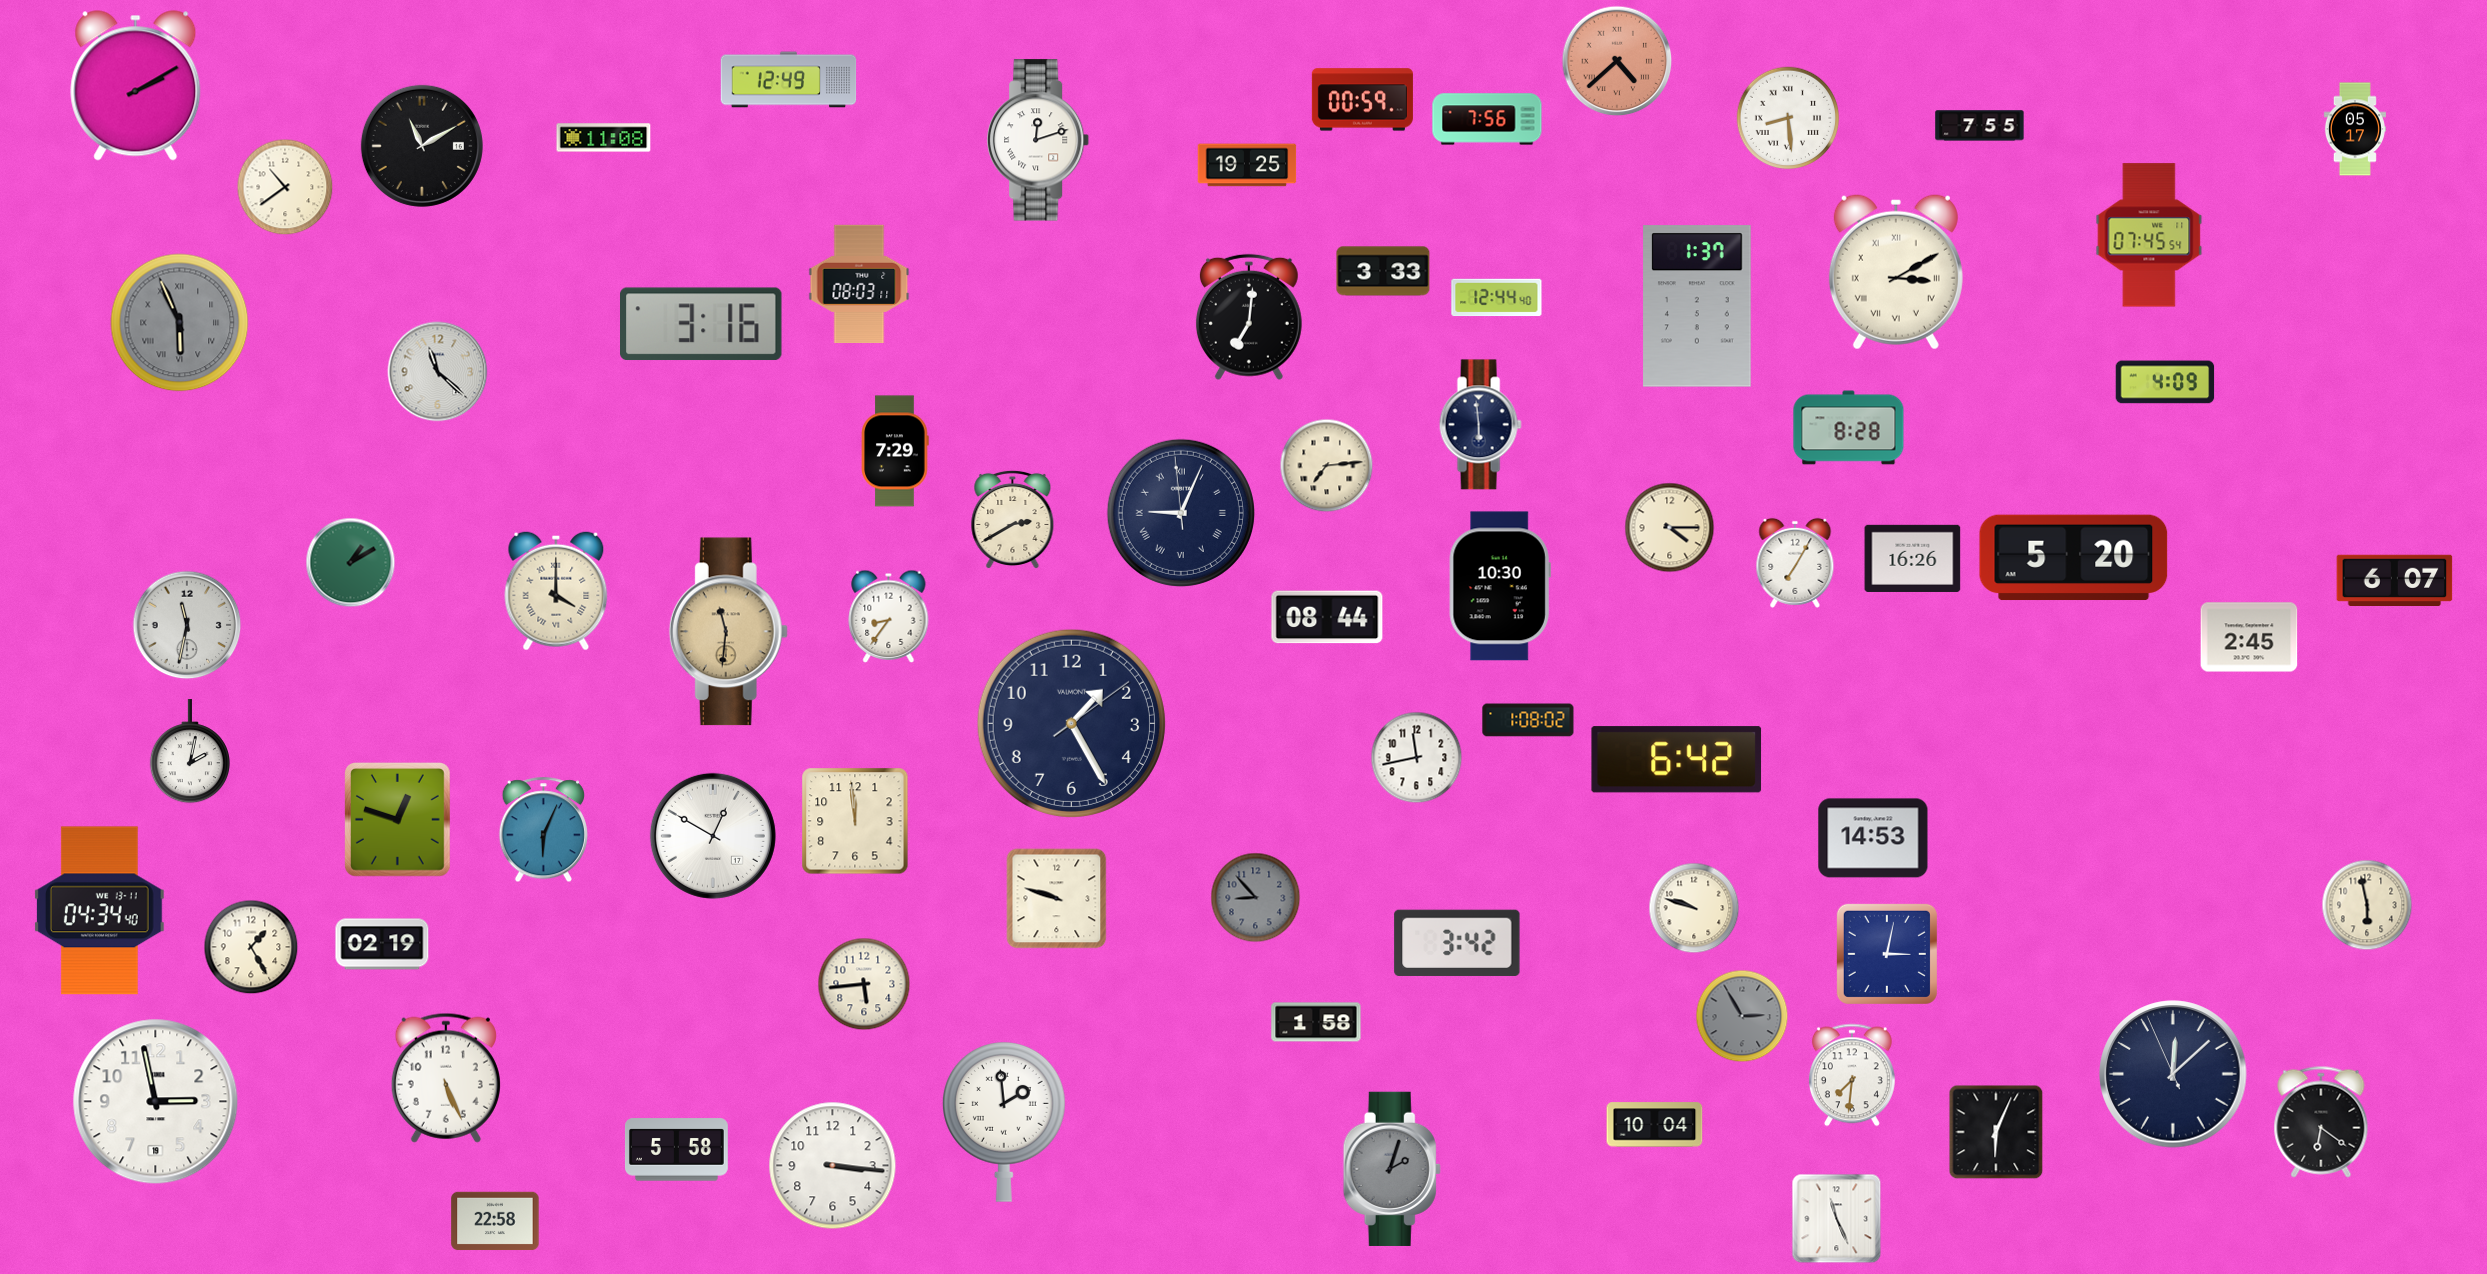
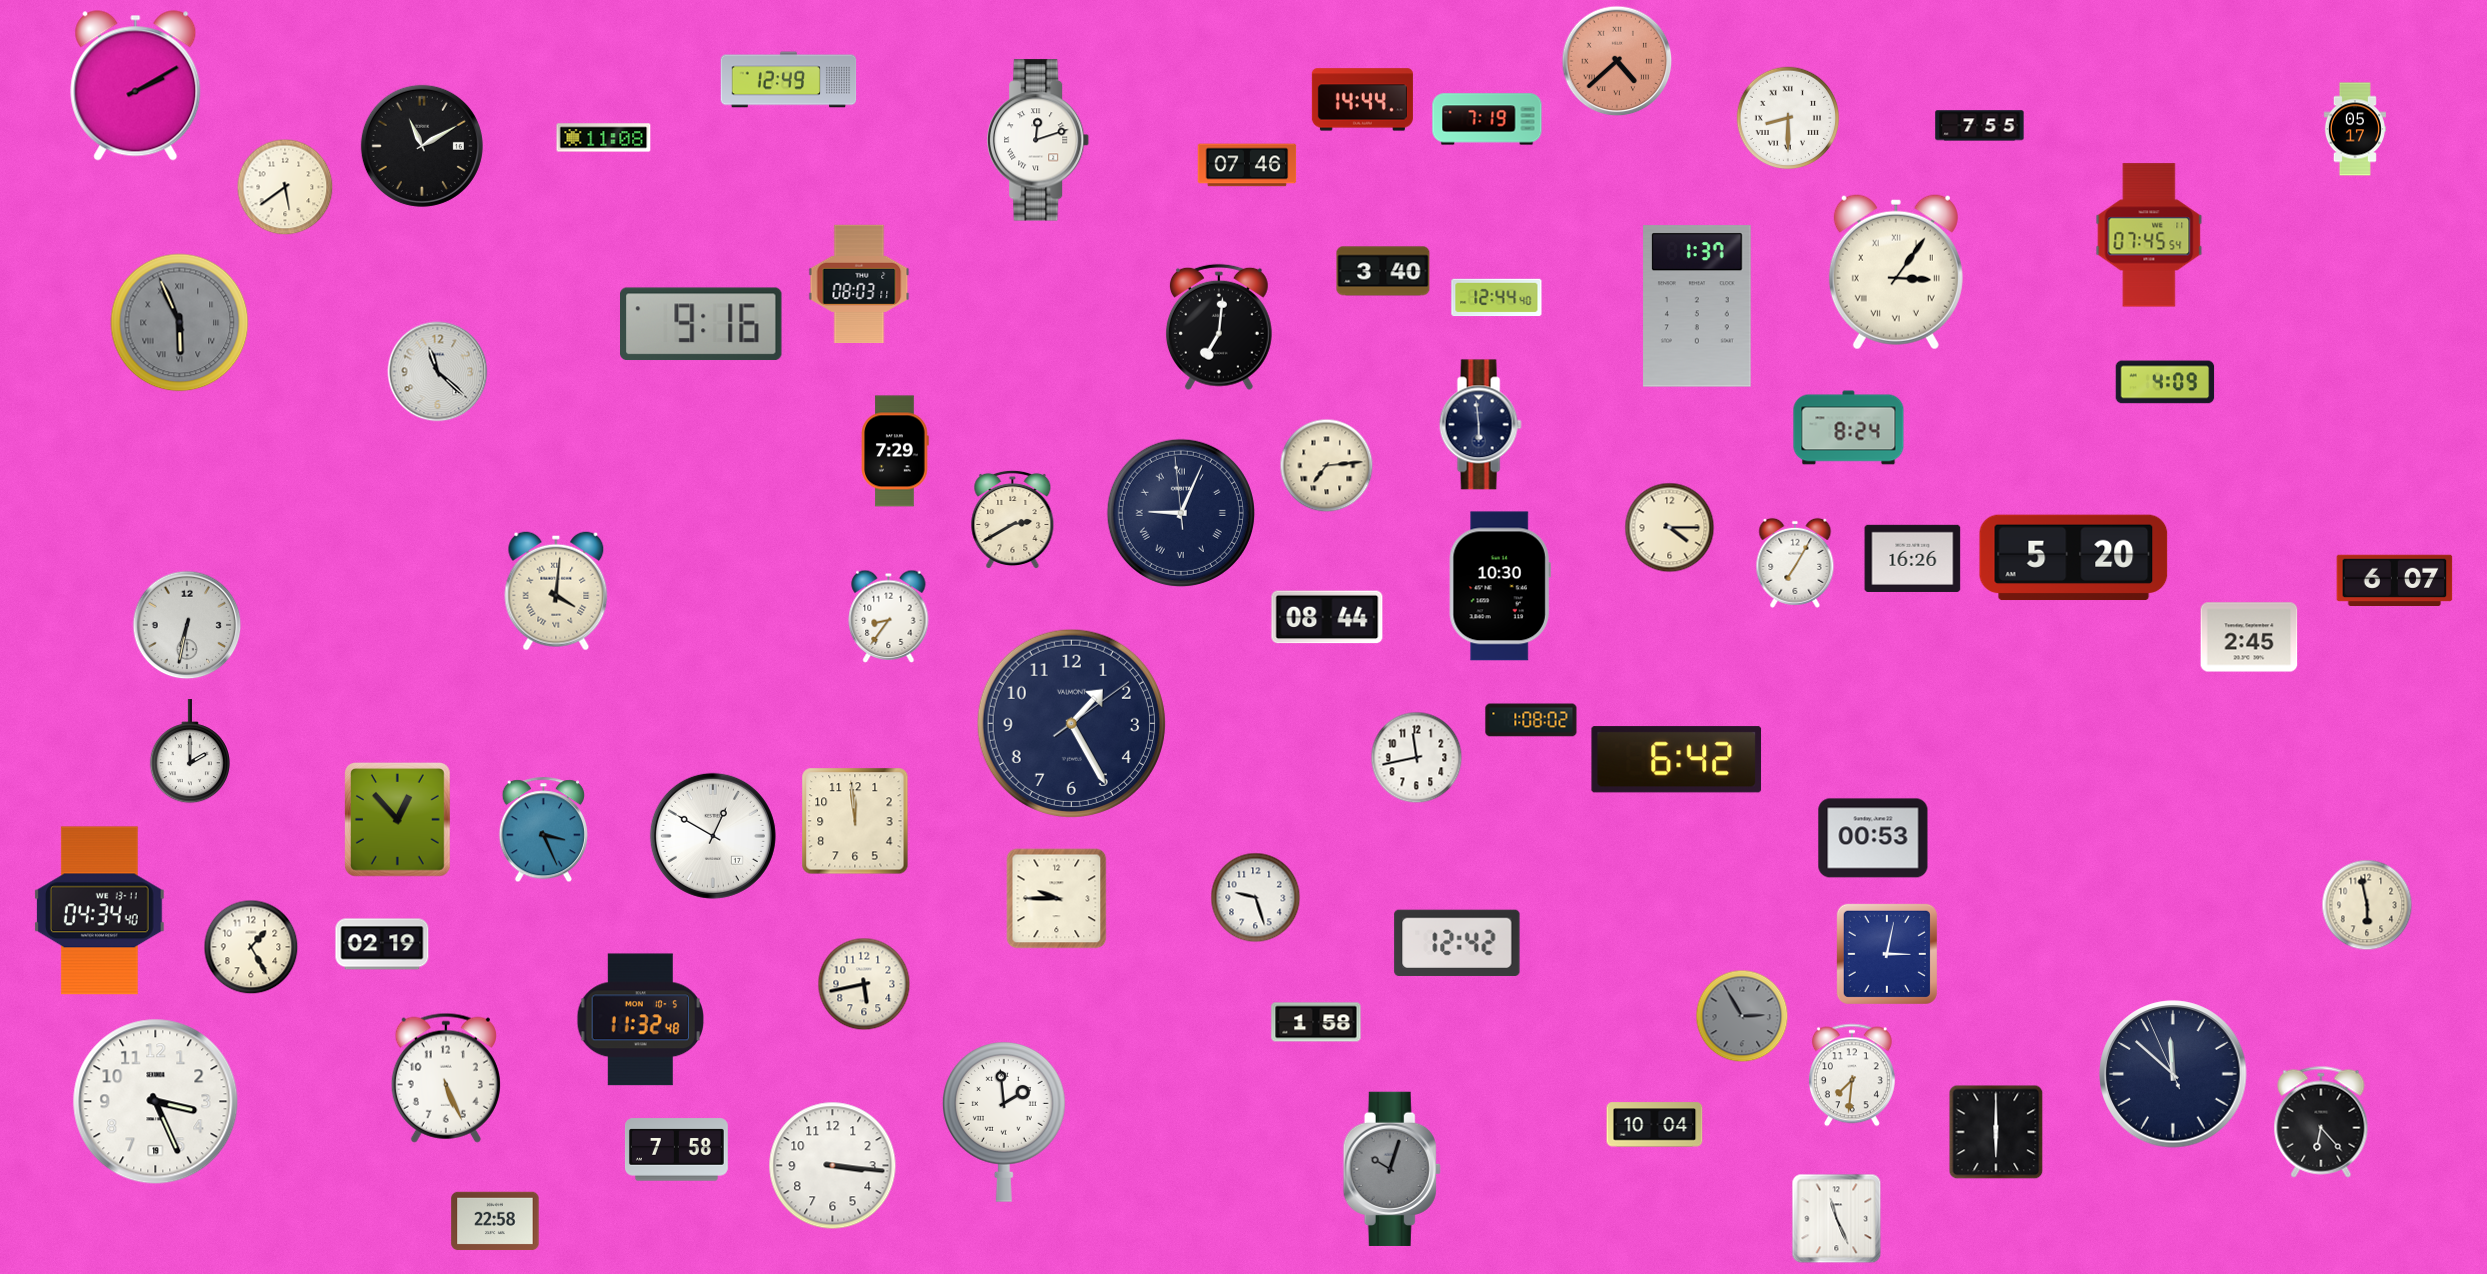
clock at (1362, 100): 00:59 -> 14:44
clock at (1788, 118): 8:29 -> 8:30
clock at (1487, 119): 7:56 -> 7:19
clock at (1247, 165): 19:25 -> 07:46
clock at (285, 187): 10:39 -> 5:39
clock at (1383, 271): 3:33 -> 3:40
clock at (1896, 272): 3:10 -> 3:06
clock at (1249, 317) position: (1249, 317) -> (1219, 327)
clock at (702, 324): 3:16 -> 9:16
clock at (1849, 428): 8:28 -> 8:24
clock at (351, 563): 1:10 -> none
clock at (556, 591): 4:00 -> 4:01
clock at (187, 625): 11:32 -> 6:32
clock at (728, 632): 11:31 -> none
clock at (1528, 720) position: (1528, 720) -> (1531, 720)
clock at (190, 752): 2:02 -> 2:00
clock at (398, 820): 12:48 -> 12:53
clock at (543, 830): 6:04 -> 3:26
clock at (1873, 838): 14:53 -> 00:53
clock at (1256, 898): 8:53 -> 9:27
clock at (1256, 898) dial: grey -> white
clock at (1057, 899): 9:48 -> 9:45
clock at (1694, 908): 9:48 -> none
clock at (1457, 943): 3:42 -> 12:42
clock at (864, 984): 5:44 -> 5:43
clock at (640, 1020): none -> 11:32
clock at (2173, 1074): 12:07 -> 11:51
clock at (156, 1102): 2:58 -> 3:26
clock at (2321, 1122): 6:21 -> 6:23
clock at (1996, 1132): 6:04 -> 6:00
clock at (676, 1150): 5:58 -> 7:58
clock at (1392, 1169): 2:03 -> 10:03
